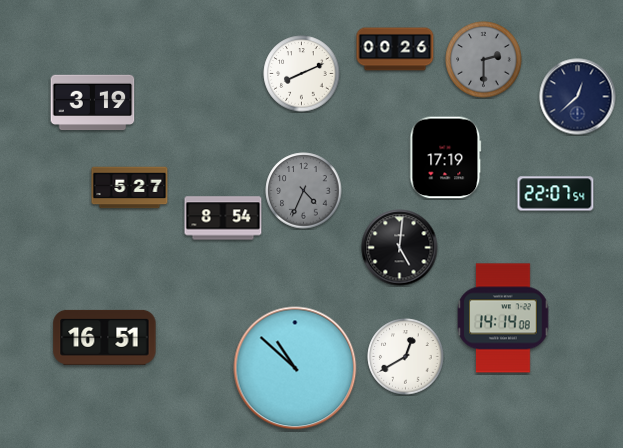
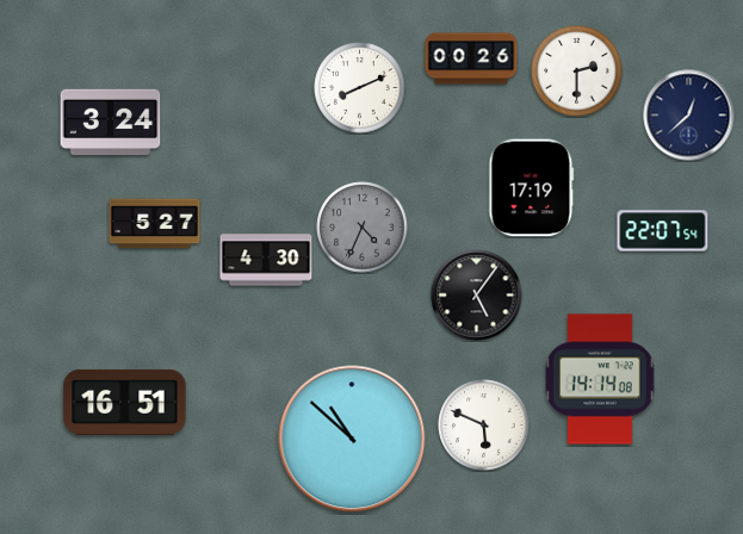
clock at (484, 60) dial: grey -> white
clock at (93, 103): 3:19 -> 3:24
clock at (223, 218): 8:54 -> 4:30
clock at (400, 248): 5:01 -> 5:06
clock at (406, 357): 12:40 -> 5:49
